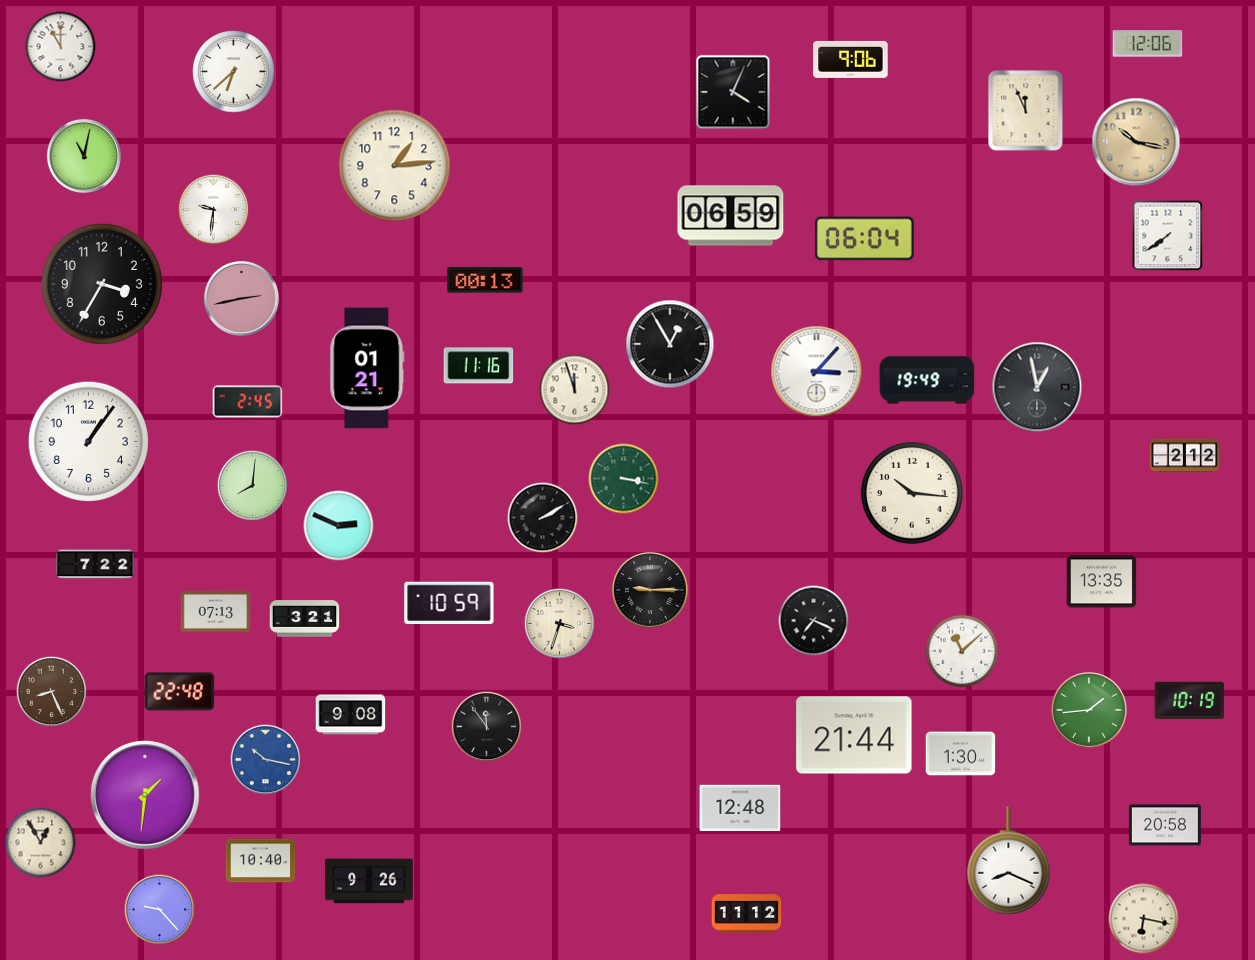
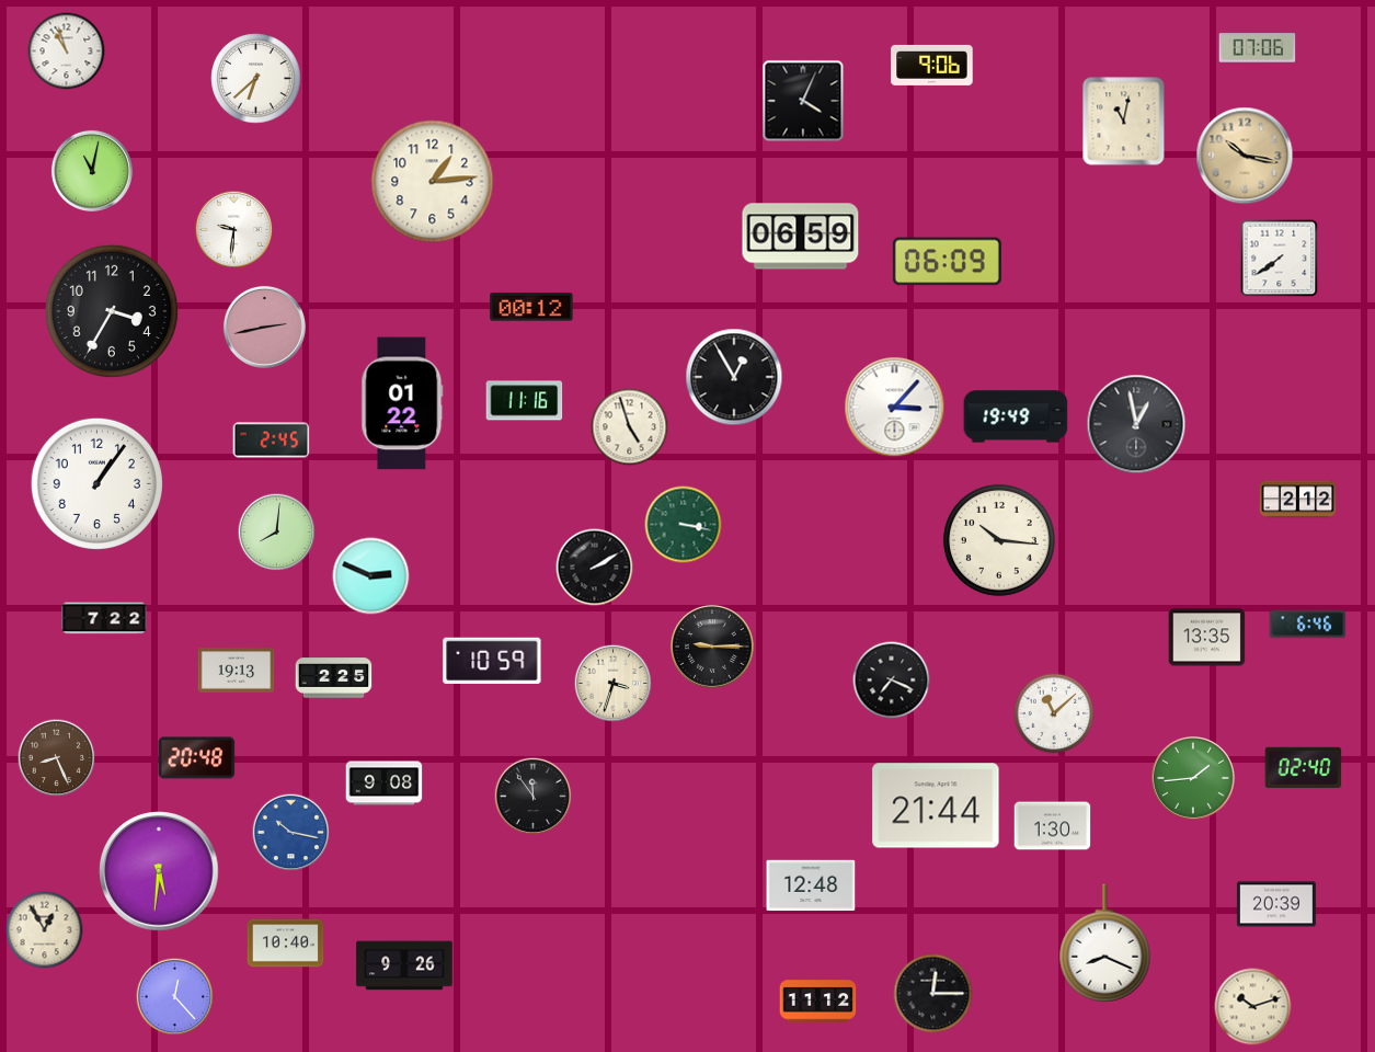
clock at (1148, 44): 12:06 -> 07:06
clock at (61, 47): 11:00 -> 10:57
clock at (1026, 111): 11:56 -> 11:02
clock at (864, 239): 06:04 -> 06:09
clock at (485, 280): 00:13 -> 00:12
clock at (367, 368): 01:21 -> 01:22
clock at (575, 390): 11:57 -> 4:57
clock at (1308, 625): none -> 6:46
clock at (216, 612): 07:13 -> 19:13
clock at (305, 619): 3:21 -> 2:25
clock at (180, 692): 22:48 -> 20:48
clock at (1190, 700): 10:19 -> 02:40
clock at (145, 795): 1:31 -> 5:31
clock at (1165, 825): 20:58 -> 20:39
clock at (41, 843) position: (41, 843) -> (45, 930)
clock at (933, 994): none -> 12:15
clock at (160, 910): 9:23 -> 12:23
clock at (1144, 919): 6:17 -> 10:12
